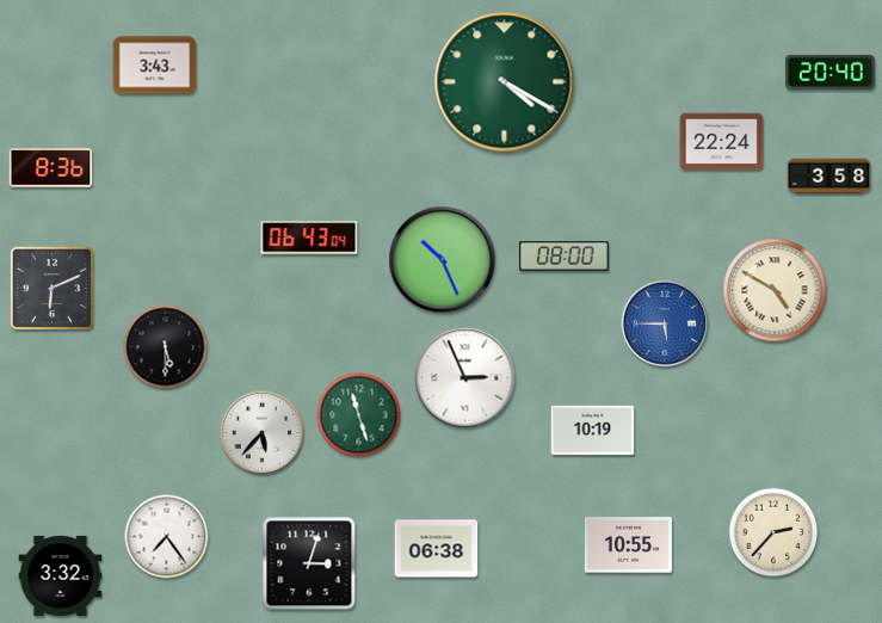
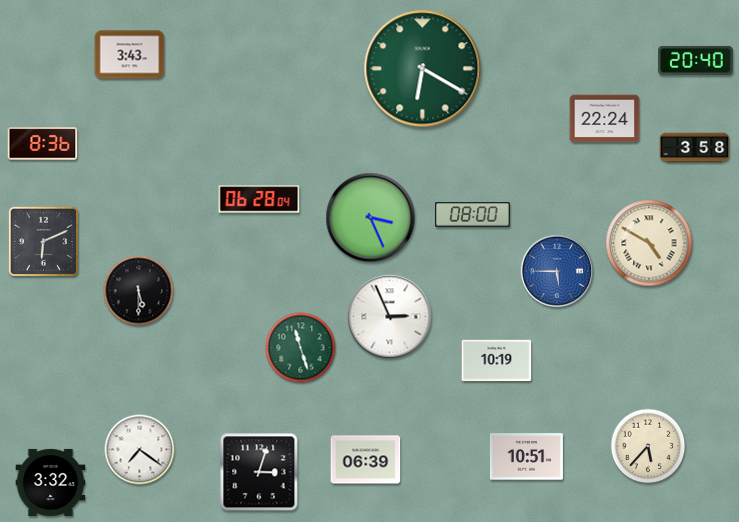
clock at (505, 82): 4:20 -> 6:20
clock at (51, 168) position: (51, 168) -> (43, 144)
clock at (309, 238): 06:43 -> 06:28
clock at (443, 260): 10:26 -> 3:26
clock at (263, 433): 5:37 -> none
clock at (773, 532): 2:37 -> 5:37
clock at (167, 537): 7:24 -> 7:21
clock at (628, 545): 10:55 -> 10:51
clock at (437, 549): 06:38 -> 06:39
